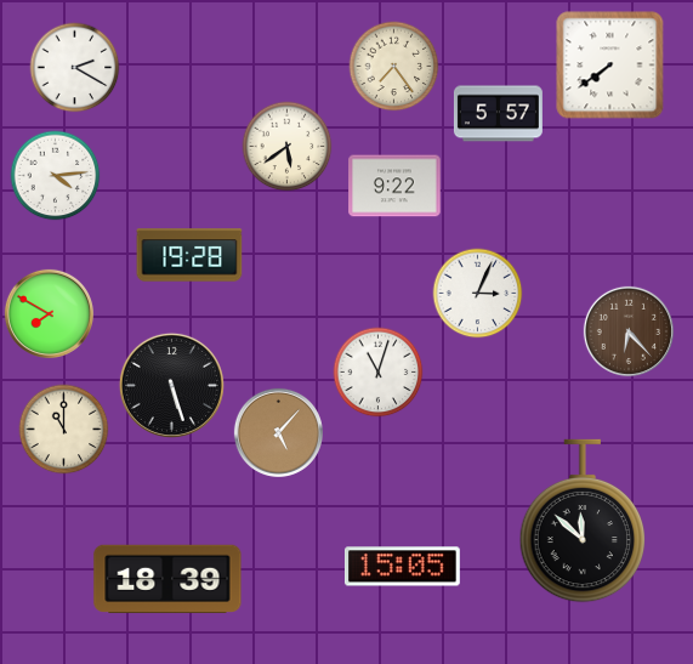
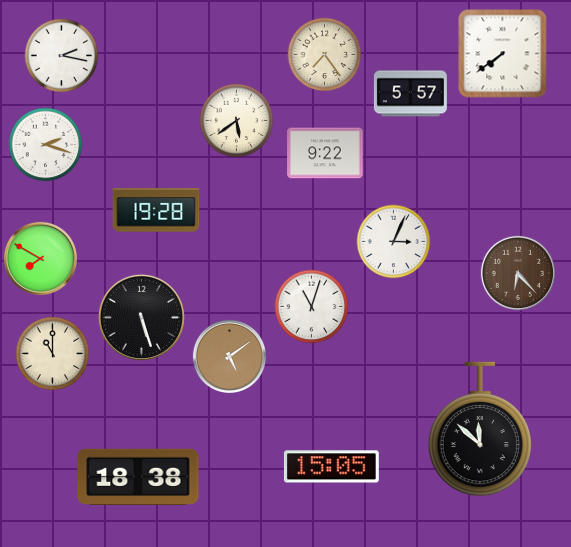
clock at (75, 68): 2:20 -> 2:17
clock at (56, 176): 4:14 -> 2:18
clock at (278, 432): 5:07 -> 5:09
clock at (167, 578): 18:39 -> 18:38
